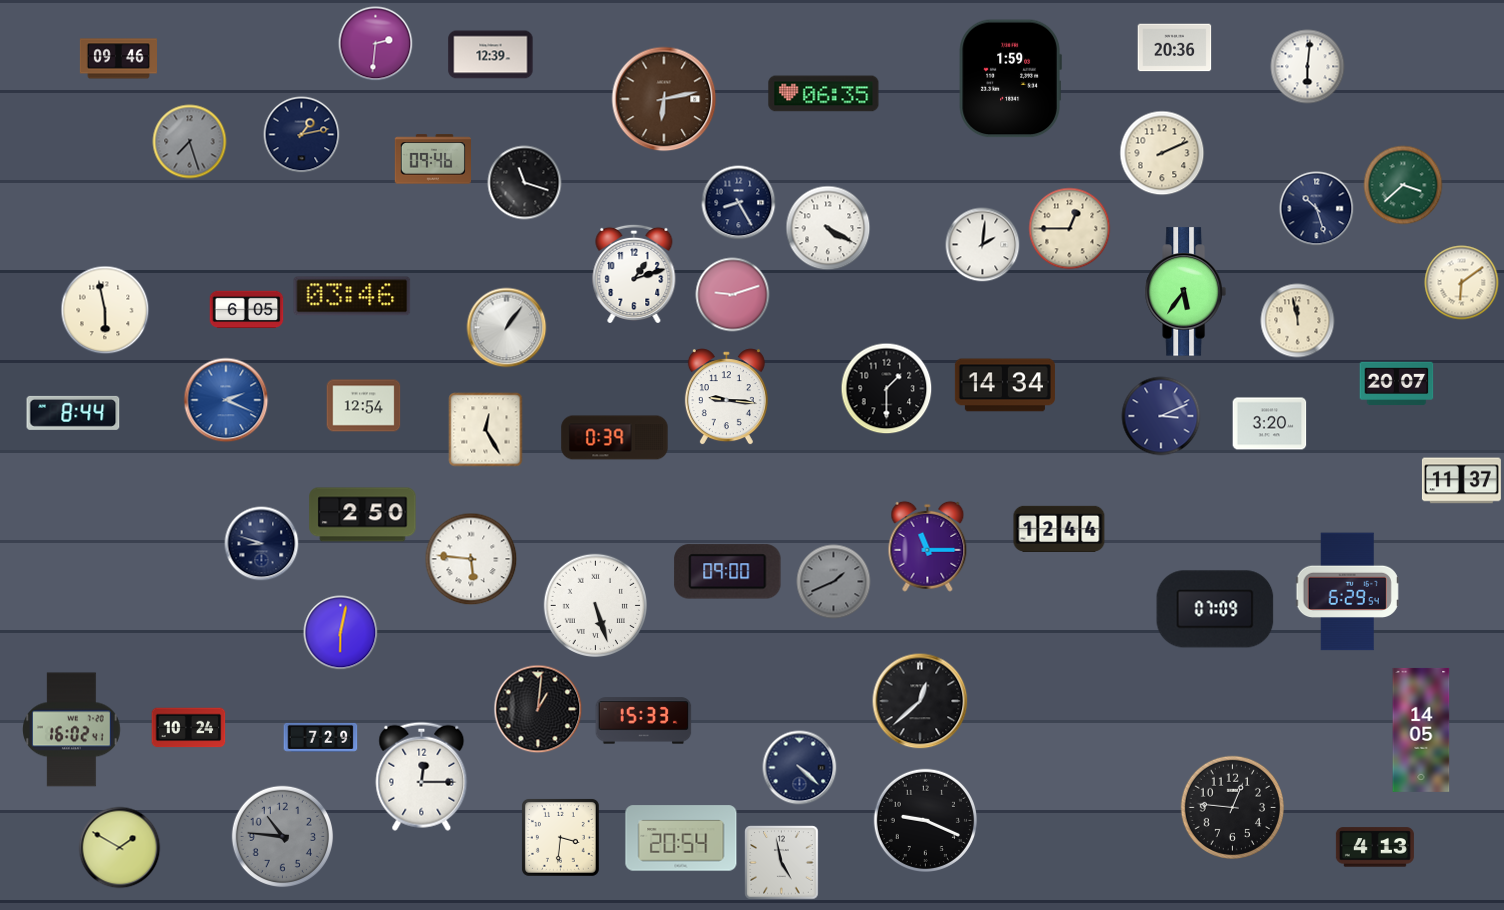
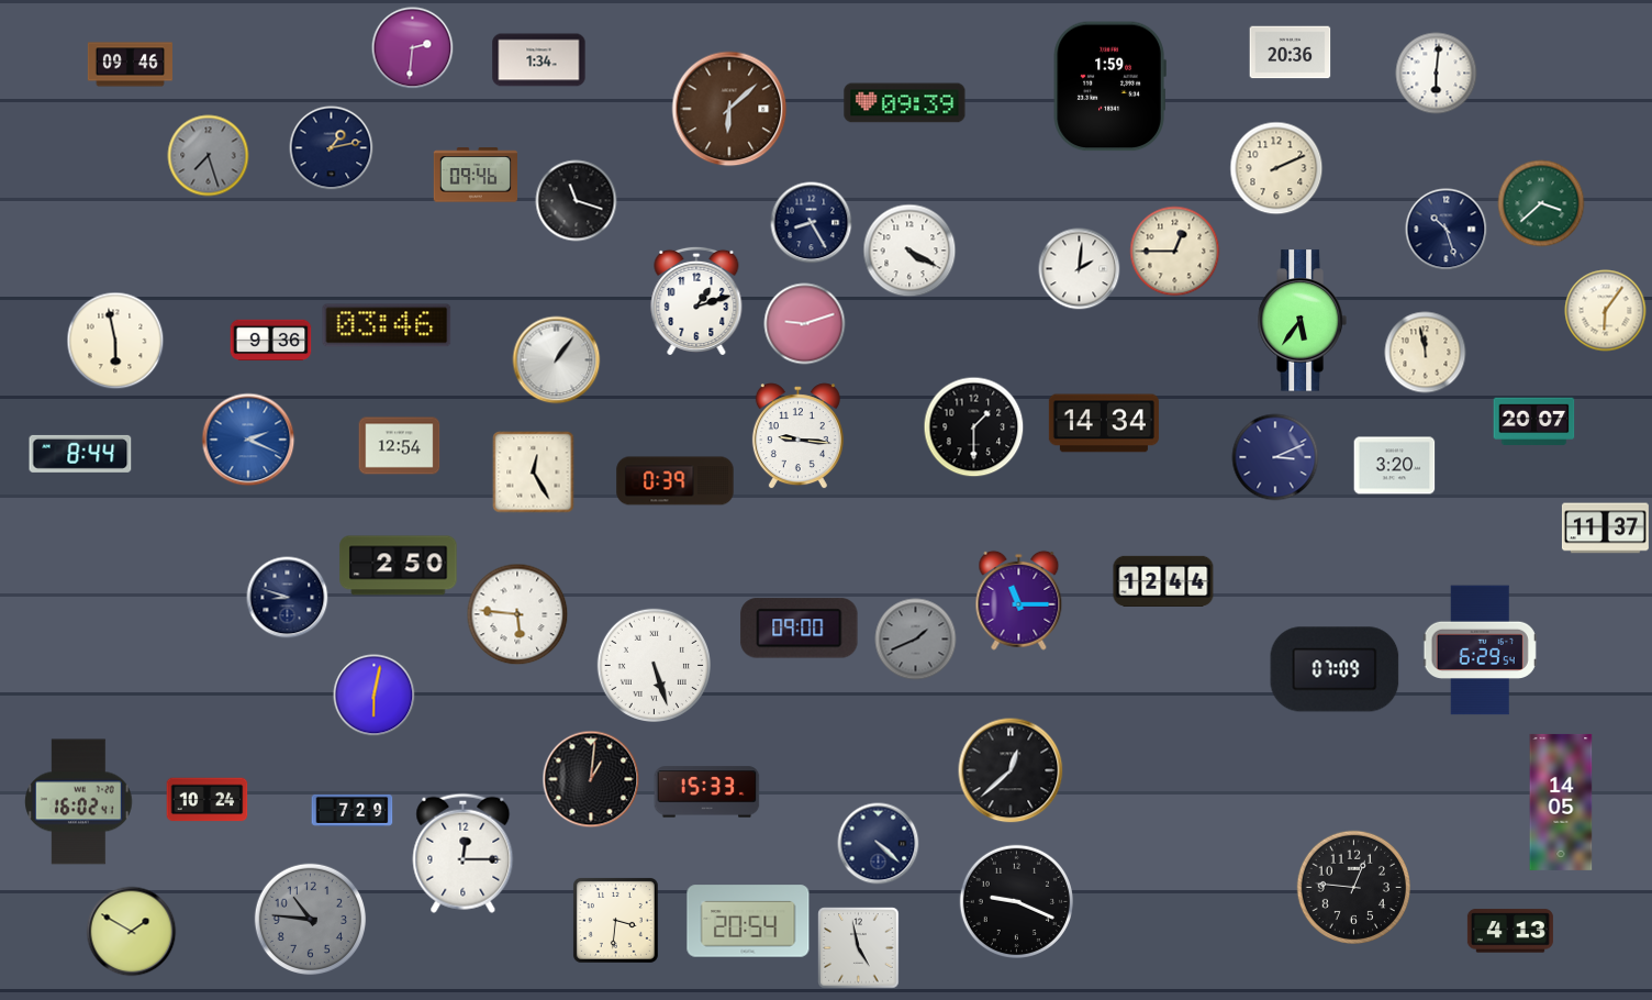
clock at (491, 55): 12:39 -> 1:34
clock at (824, 94): 06:35 -> 09:39
clock at (664, 99): 6:13 -> 6:08
clock at (1462, 283): 6:09 -> 6:06
clock at (247, 310): 6:05 -> 9:36
